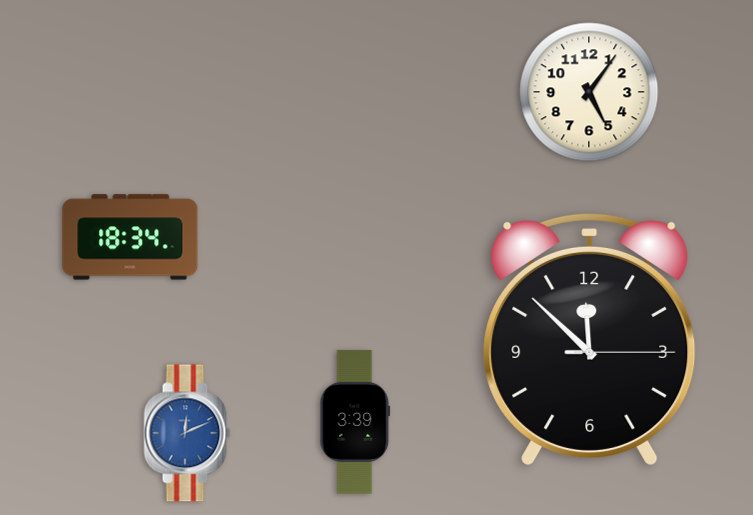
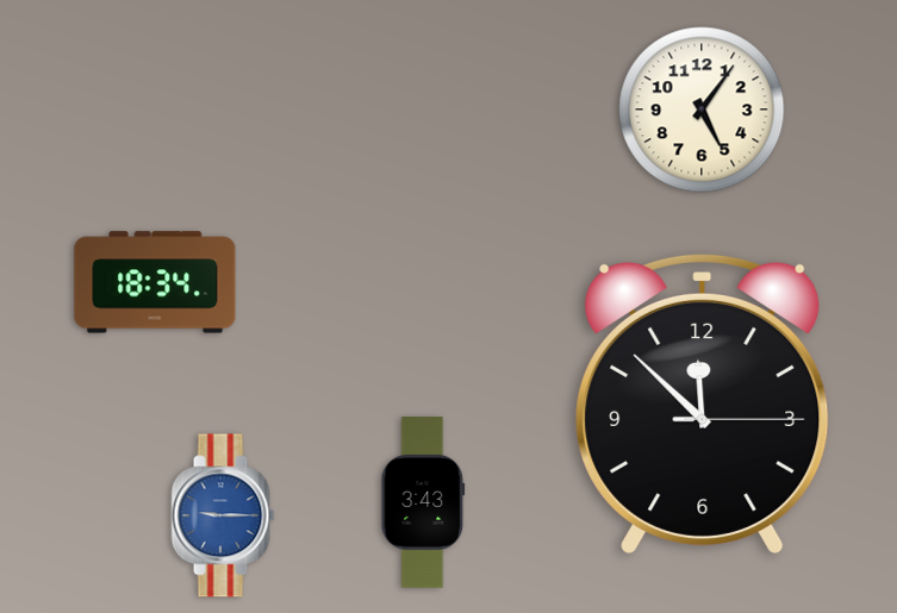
clock at (355, 422): 3:39 -> 3:43
clock at (187, 433): 12:11 -> 9:15
